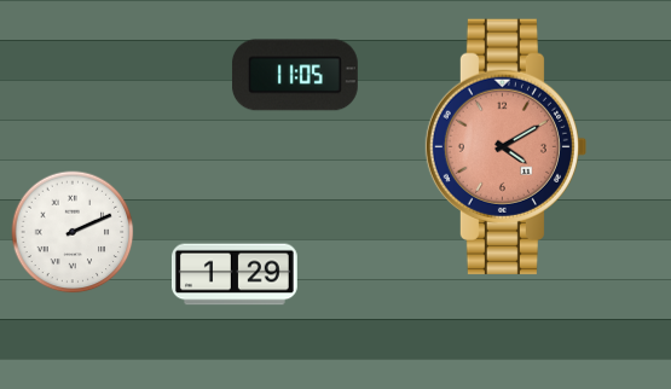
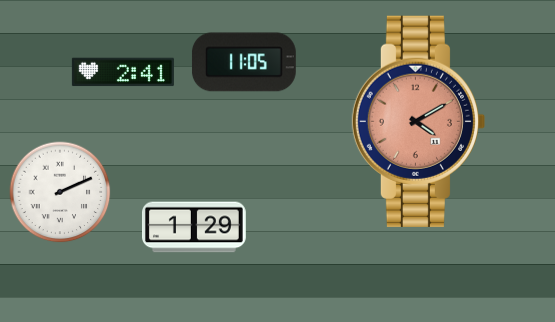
clock at (123, 72): none -> 2:41
